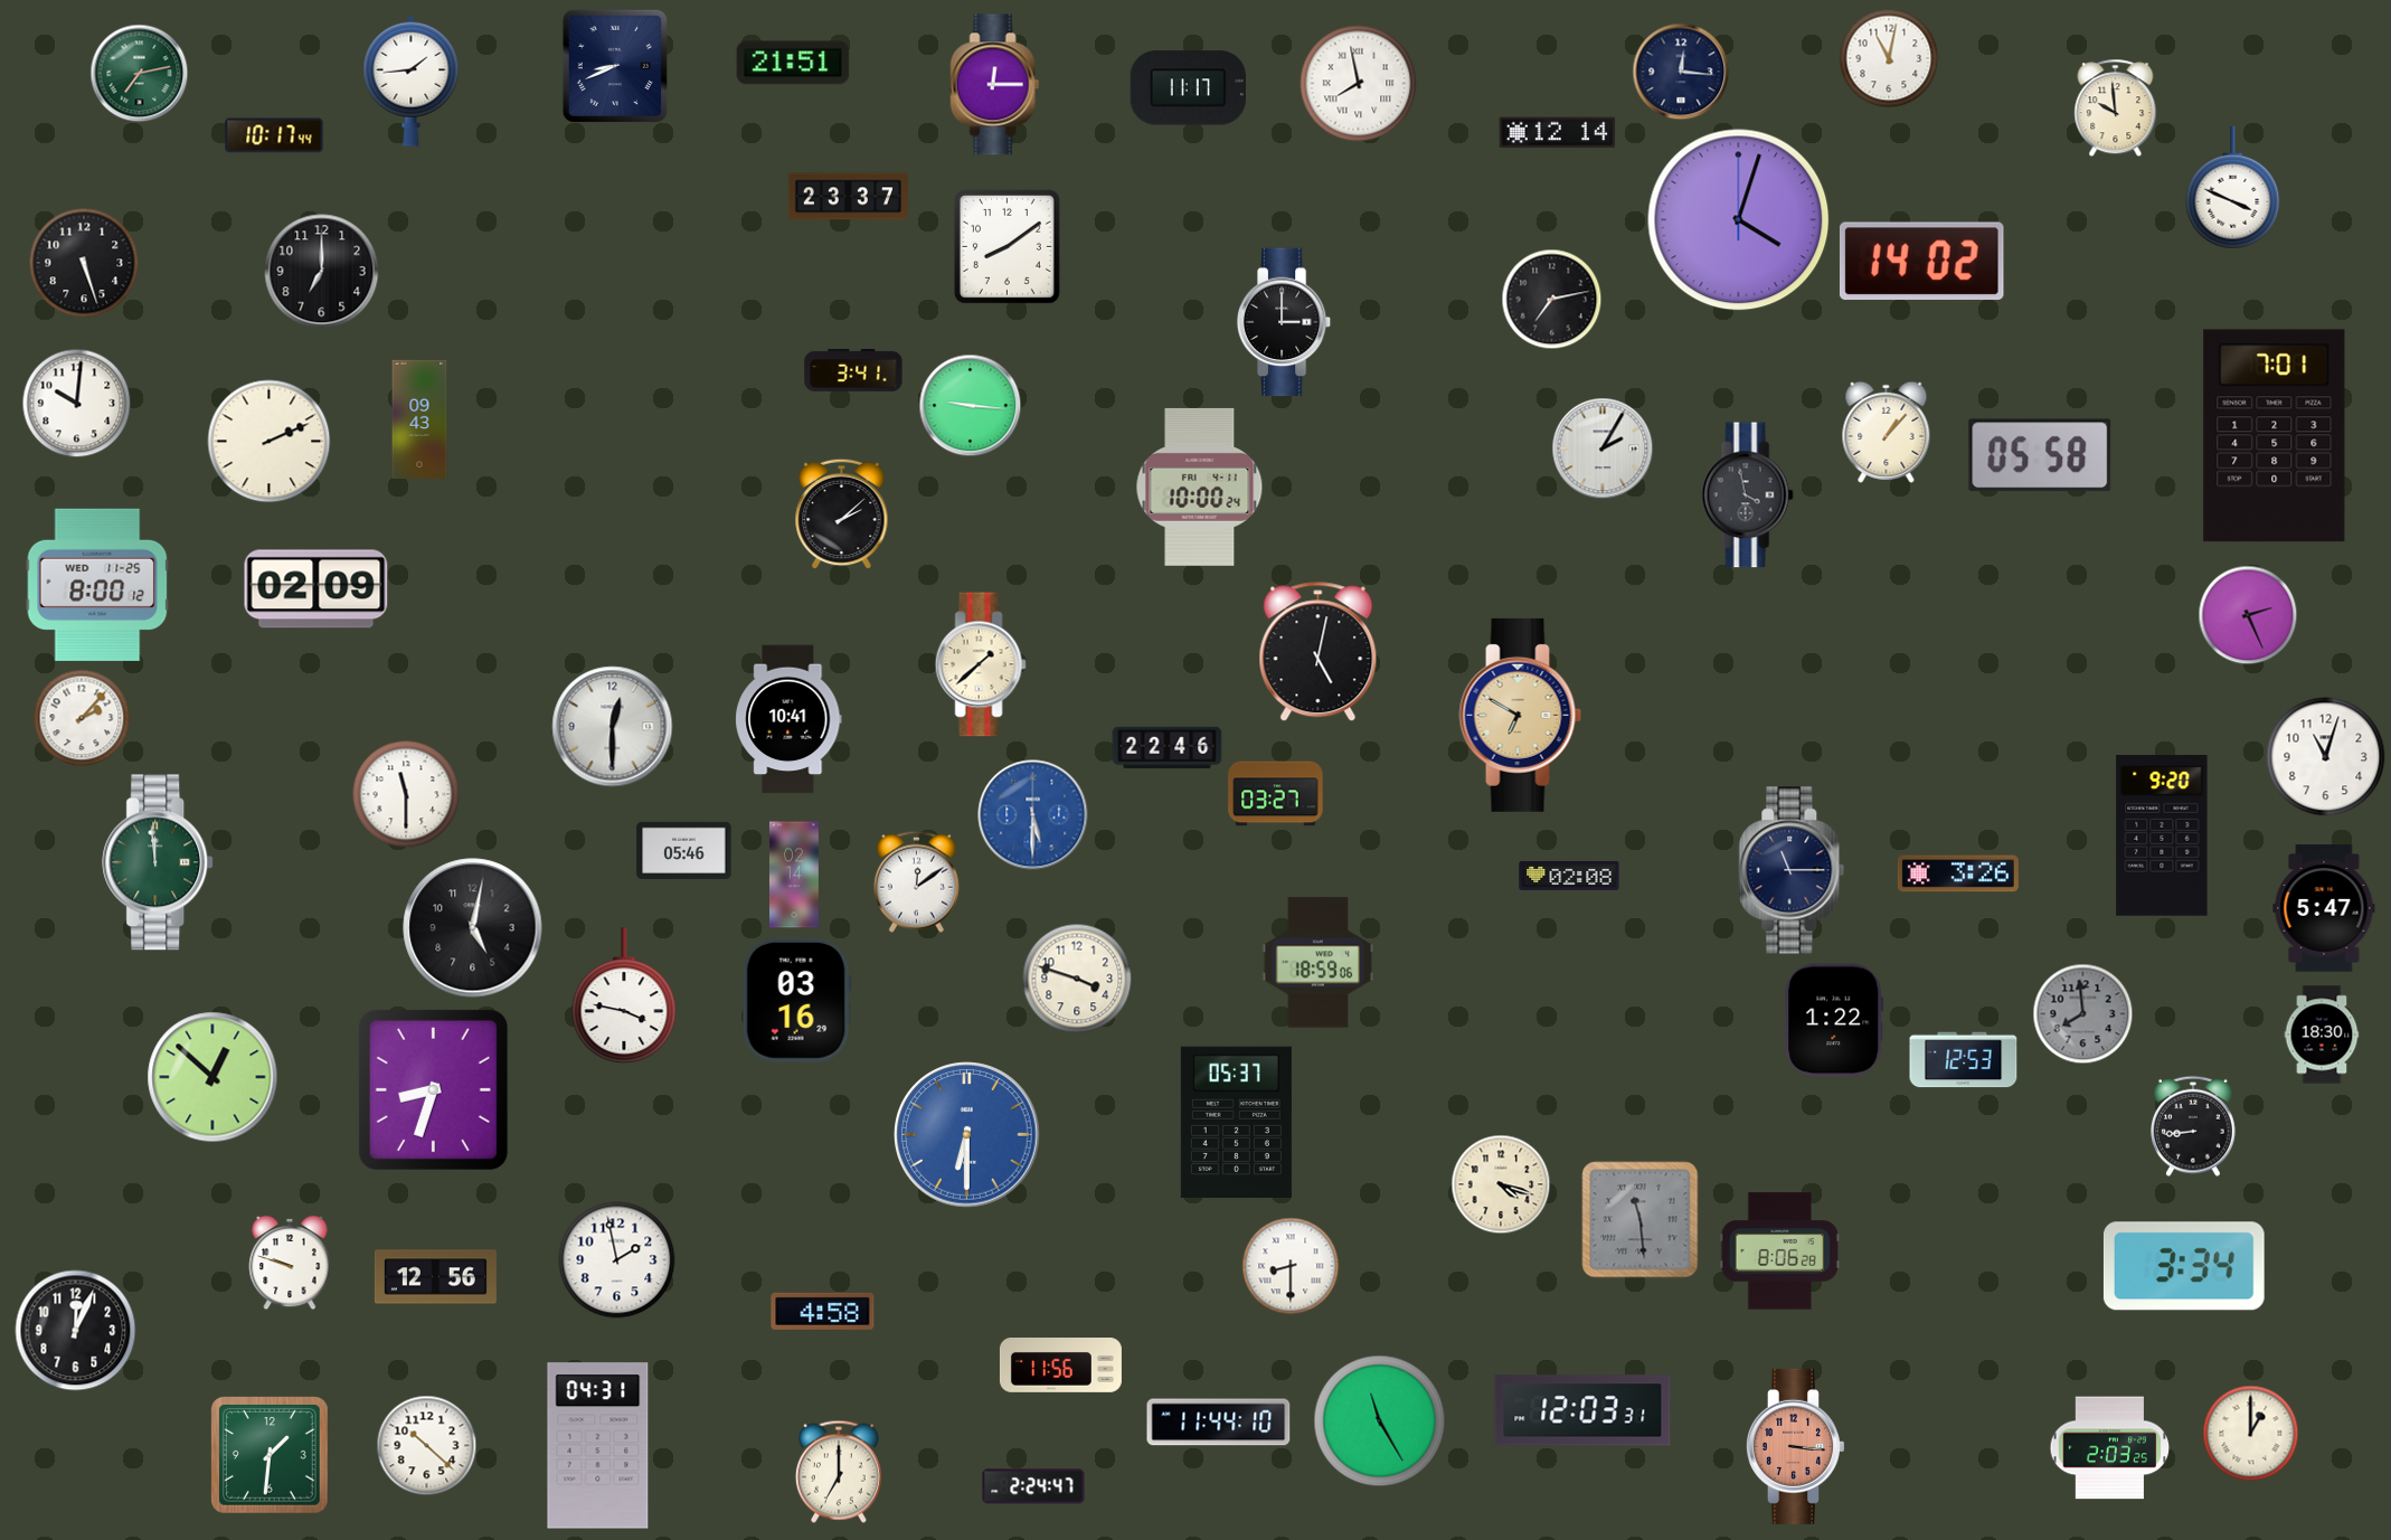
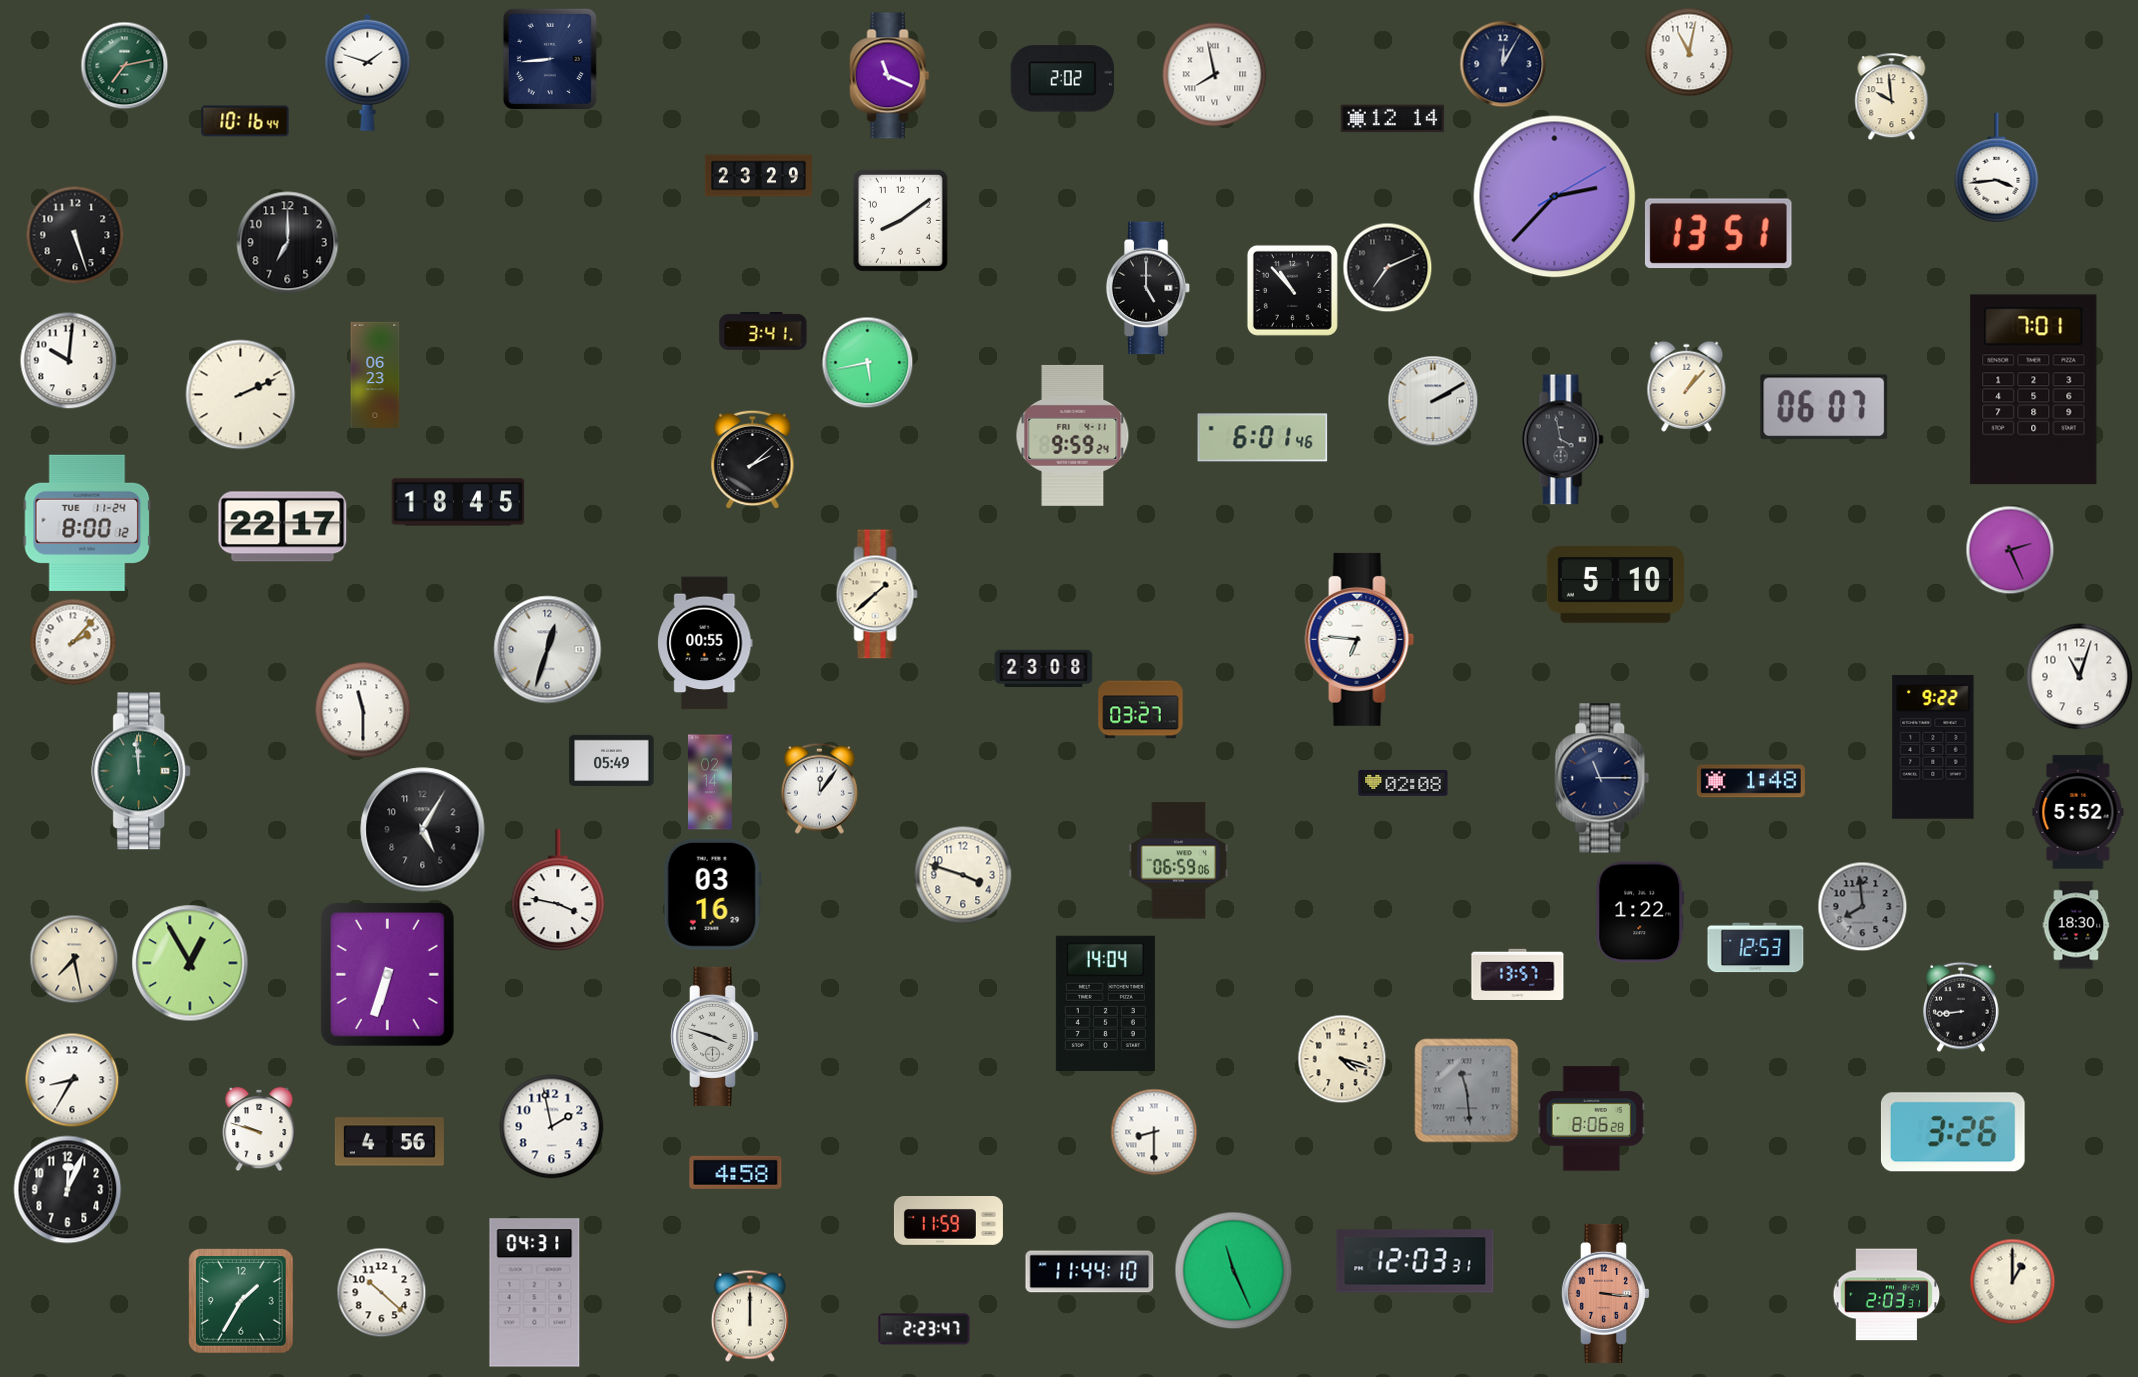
clock at (793, 63): 21:51 -> none
clock at (615, 66): 8:41 -> 8:44
clock at (1681, 72): 12:16 -> 12:05
clock at (412, 81): 1:44 -> 1:48
clock at (995, 85): 12:15 -> 11:19
clock at (1188, 88): 11:17 -> 2:02
clock at (274, 135): 10:17 -> 10:16
clock at (2233, 188): 3:49 -> 3:44
clock at (848, 197): 23:37 -> 23:29
clock at (1739, 220): 4:03 -> 2:37
clock at (1921, 262): 14:02 -> 13:51
clock at (1552, 300): 7:13 -> 7:11
clock at (1284, 322): 3:00 -> 5:00
clock at (1292, 290): none -> 10:53
clock at (971, 406): 9:16 -> 5:43
clock at (419, 418): 09:43 -> 06:23
clock at (1603, 448): 2:05 -> 2:10
clock at (2040, 455): 05:58 -> 06:07
clock at (1200, 486): 10:00 -> 9:59
clock at (1263, 438): none -> 6:01
clock at (1747, 495) position: (1747, 495) -> (1562, 440)
clock at (458, 502): none -> 18:45
clock at (97, 585) date: WED 11-25 -> TUE 11-24
clock at (316, 589): 02:09 -> 22:17
clock at (1319, 652): 5:02 -> none
clock at (1615, 584): none -> 5:10
clock at (1521, 715): 6:50 -> 6:46
clock at (1521, 715) dial: champagne -> white
clock at (788, 719): 10:41 -> 00:55
clock at (613, 727): 12:30 -> 12:33
clock at (1168, 748): 22:46 -> 23:08
clock at (1033, 815): 5:30 -> none
clock at (2162, 837): 9:20 -> 9:22
clock at (684, 850): 05:46 -> 05:49
clock at (1958, 873): 3:26 -> 1:48
clock at (916, 881): 12:09 -> 12:06
clock at (2324, 908): 5:47 -> 5:52
clock at (473, 928): 5:02 -> 5:05
clock at (1317, 963): 18:59 -> 06:59
clock at (74, 959): none -> 7:28
clock at (212, 1077): 12:52 -> 12:55
clock at (433, 1089): 8:33 -> 6:33
clock at (1518, 974): none -> 13:57
clock at (1236, 1122): 05:37 -> 14:04
clock at (967, 1135): 6:30 -> none
clock at (714, 1036): none -> 3:48
clock at (72, 1080): none -> 8:35
clock at (2184, 1266): 3:34 -> 3:26
clock at (435, 1277): 12:56 -> 4:56
clock at (1060, 1366): 11:56 -> 11:59
clock at (1380, 1421): 11:25 -> 11:26
clock at (2110, 1448): 2:03:25 -> 2:03:31
clock at (270, 1455): 1:31 -> 1:35
clock at (839, 1472): 7:00 -> 12:00
clock at (1033, 1486): 2:24 -> 2:23
